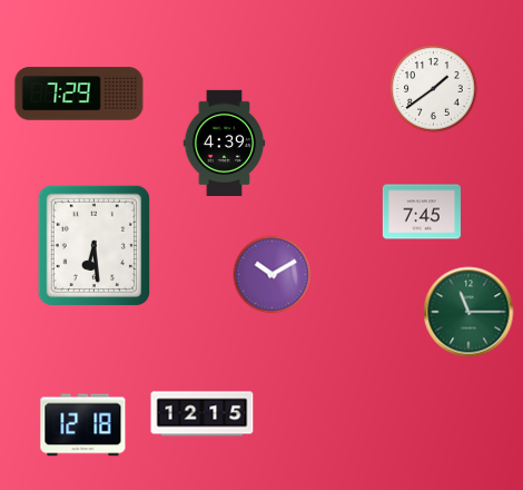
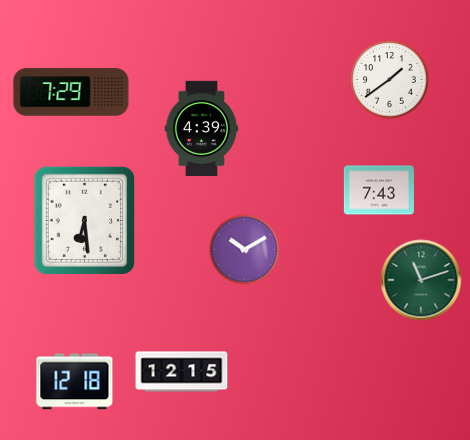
clock at (79, 94) position: (79, 94) -> (71, 92)
clock at (422, 212): 7:45 -> 7:43
clock at (273, 275) position: (273, 275) -> (245, 250)
clock at (468, 312): 11:15 -> 11:12
